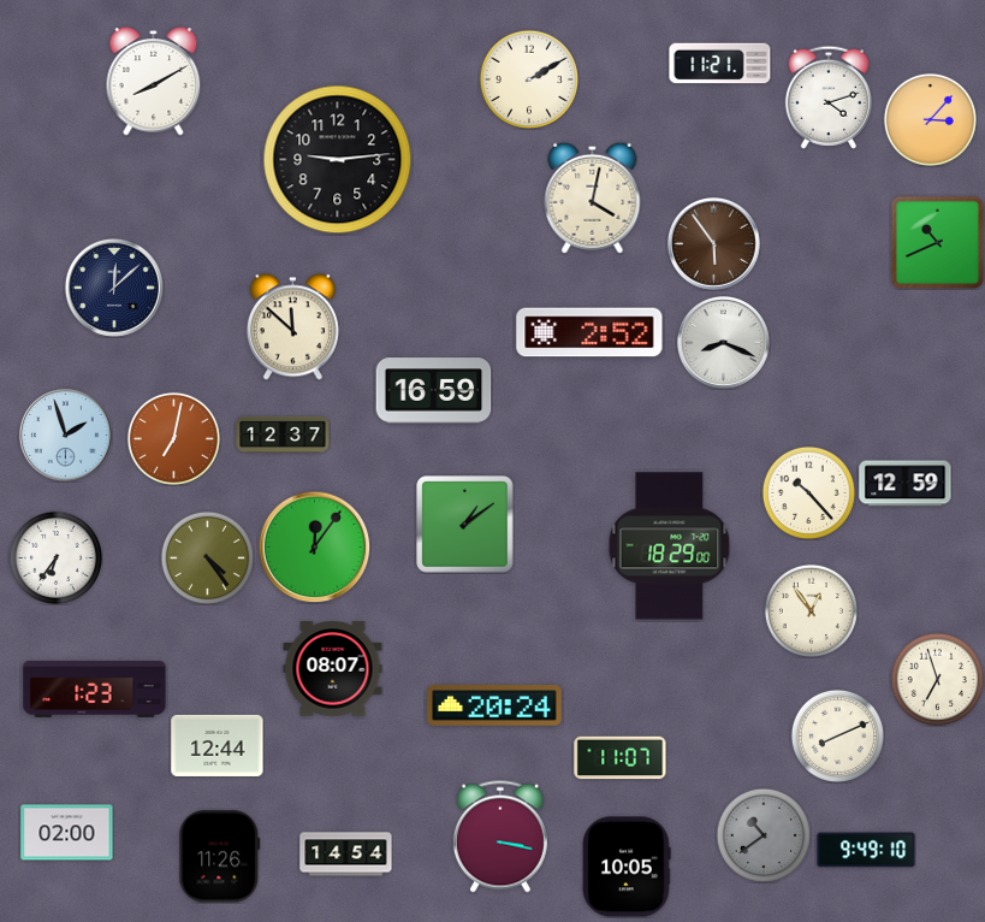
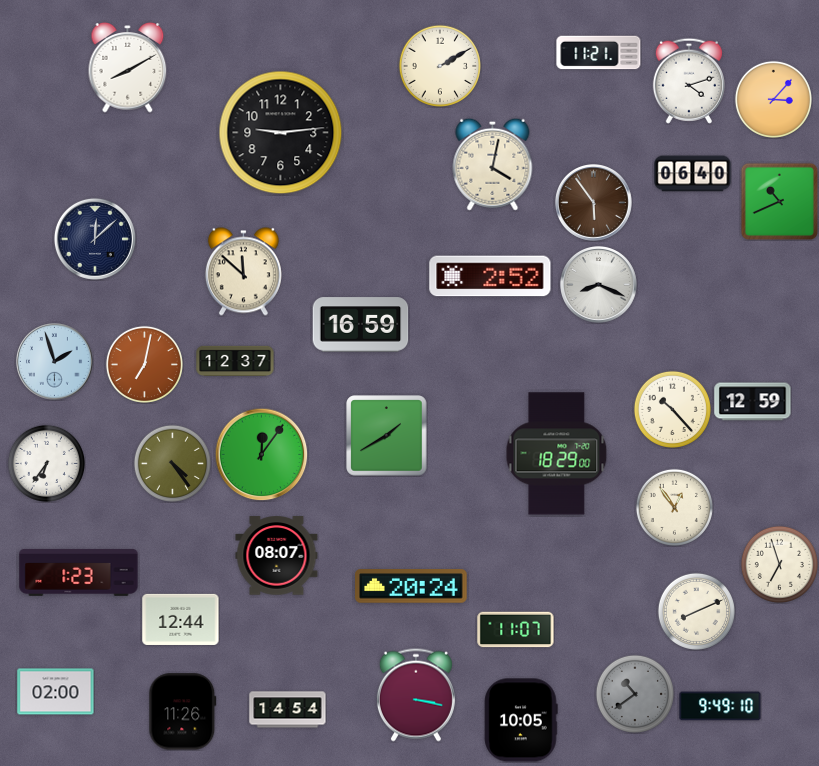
clock at (693, 174): none -> 06:40
clock at (724, 343) position: (724, 343) -> (599, 285)
clock at (465, 525): 1:09 -> 1:40
